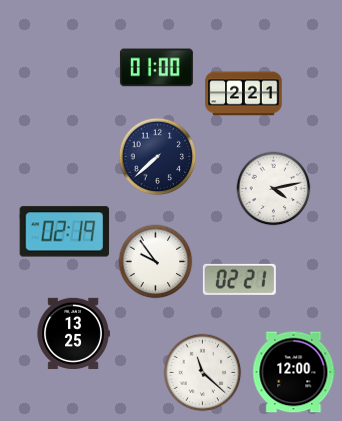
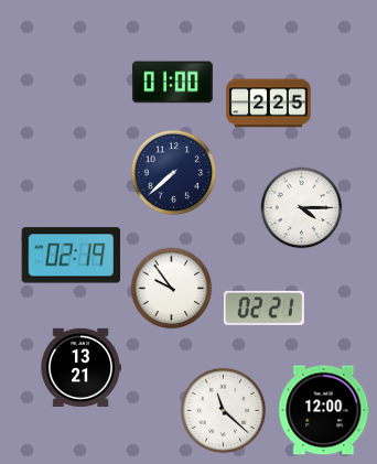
clock at (156, 68) position: (156, 68) -> (172, 83)
clock at (244, 94): 2:21 -> 2:25
clock at (274, 189): 4:13 -> 4:15
clock at (73, 333): 13:25 -> 13:21
